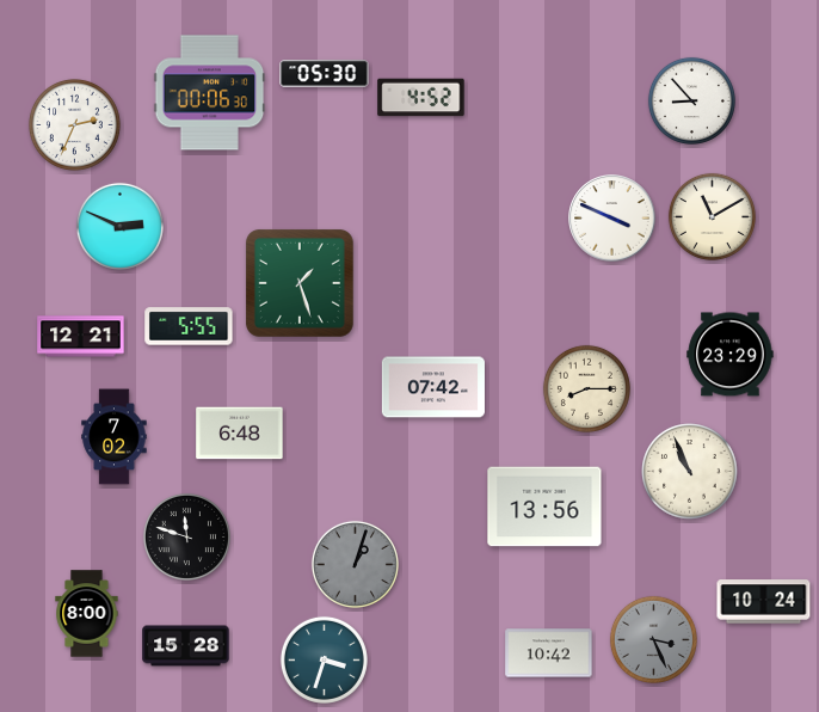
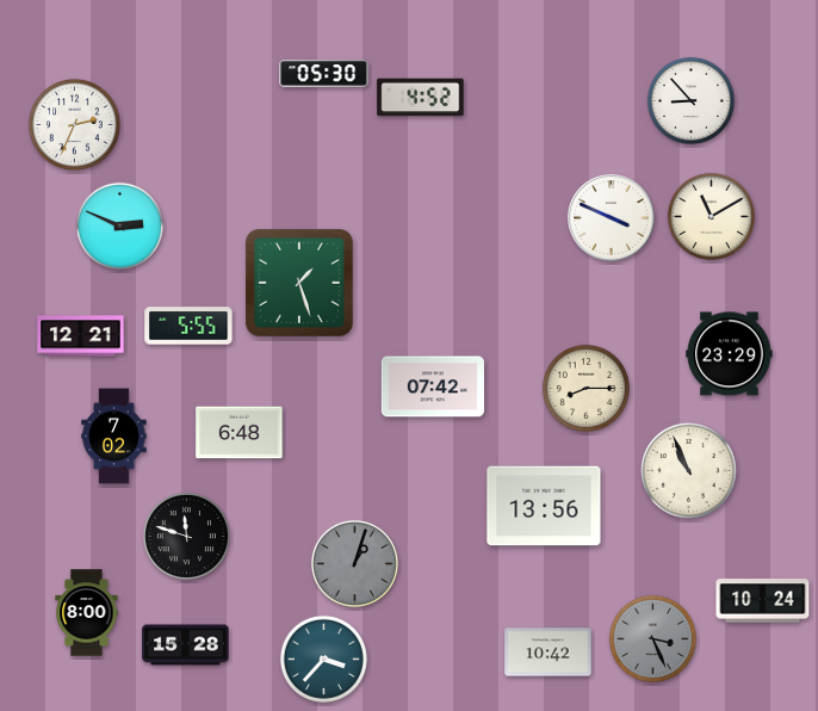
clock at (210, 93): 00:06 -> none
clock at (324, 659): 3:33 -> 3:37
